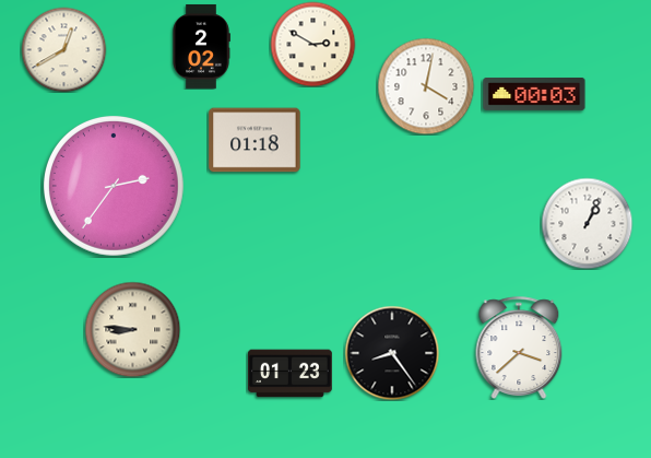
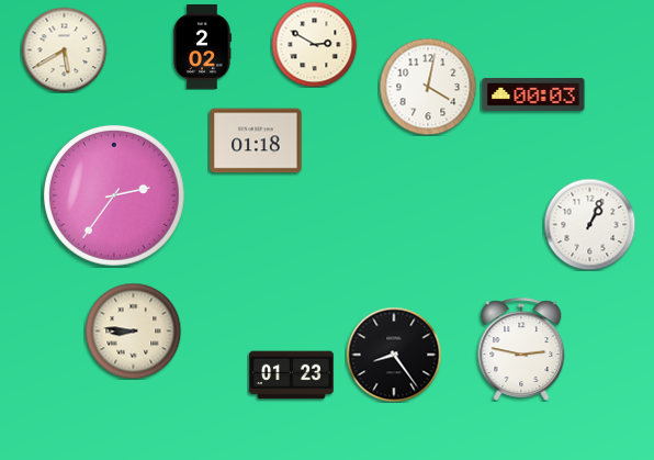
clock at (63, 49): 12:40 -> 5:40
clock at (534, 94) position: (534, 94) -> (533, 94)
clock at (114, 186) position: (114, 186) -> (114, 195)
clock at (519, 348): 3:38 -> 2:47
